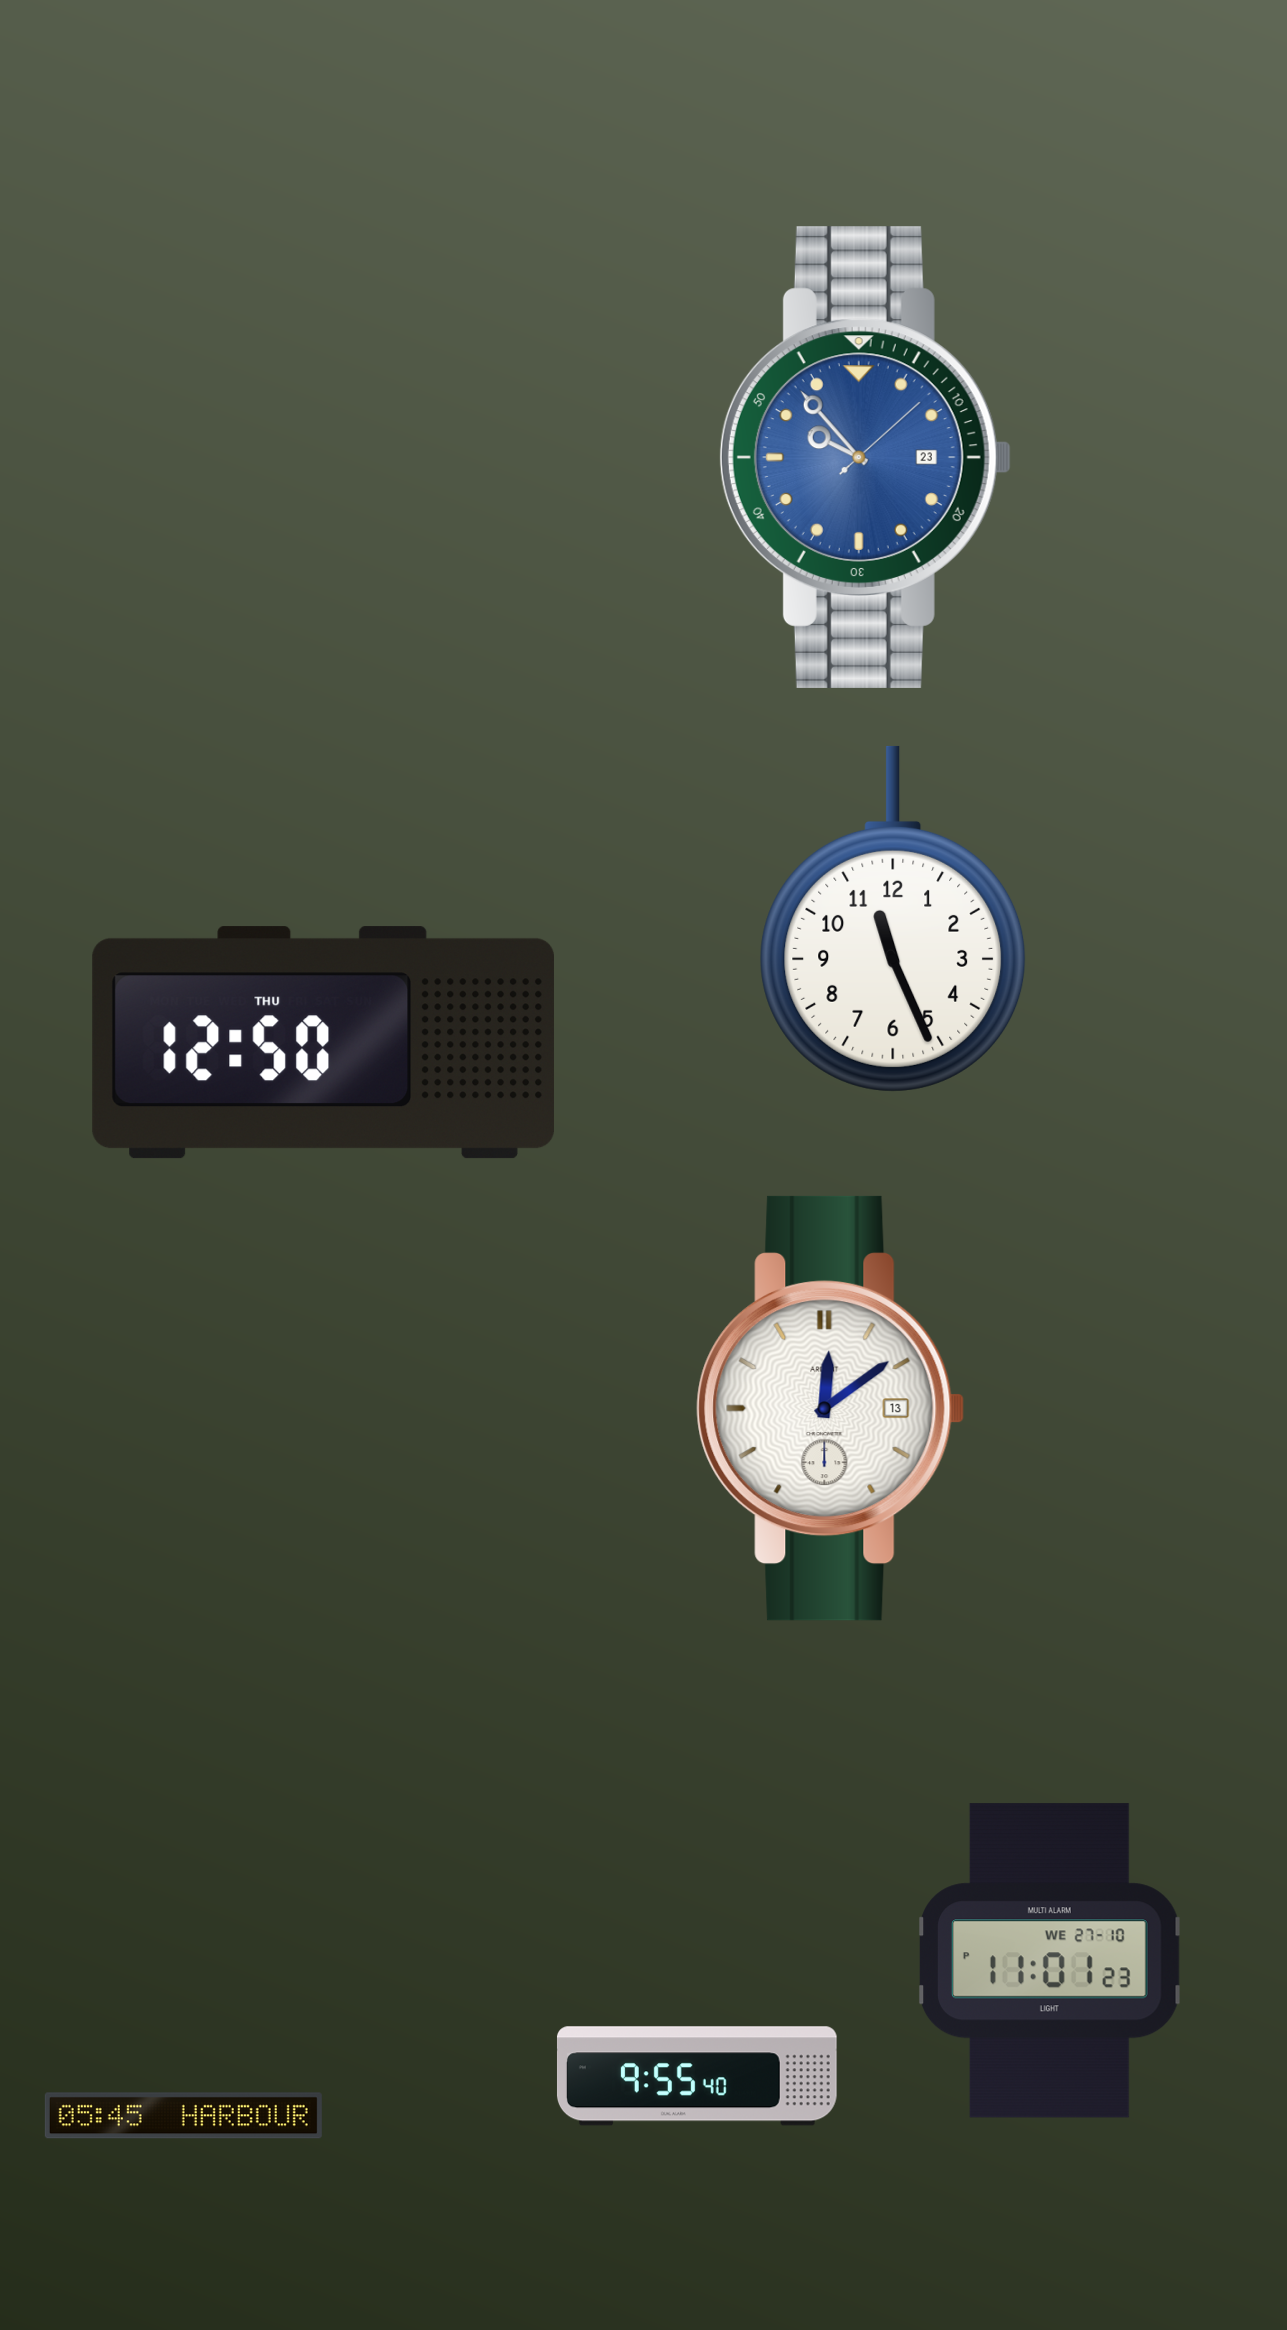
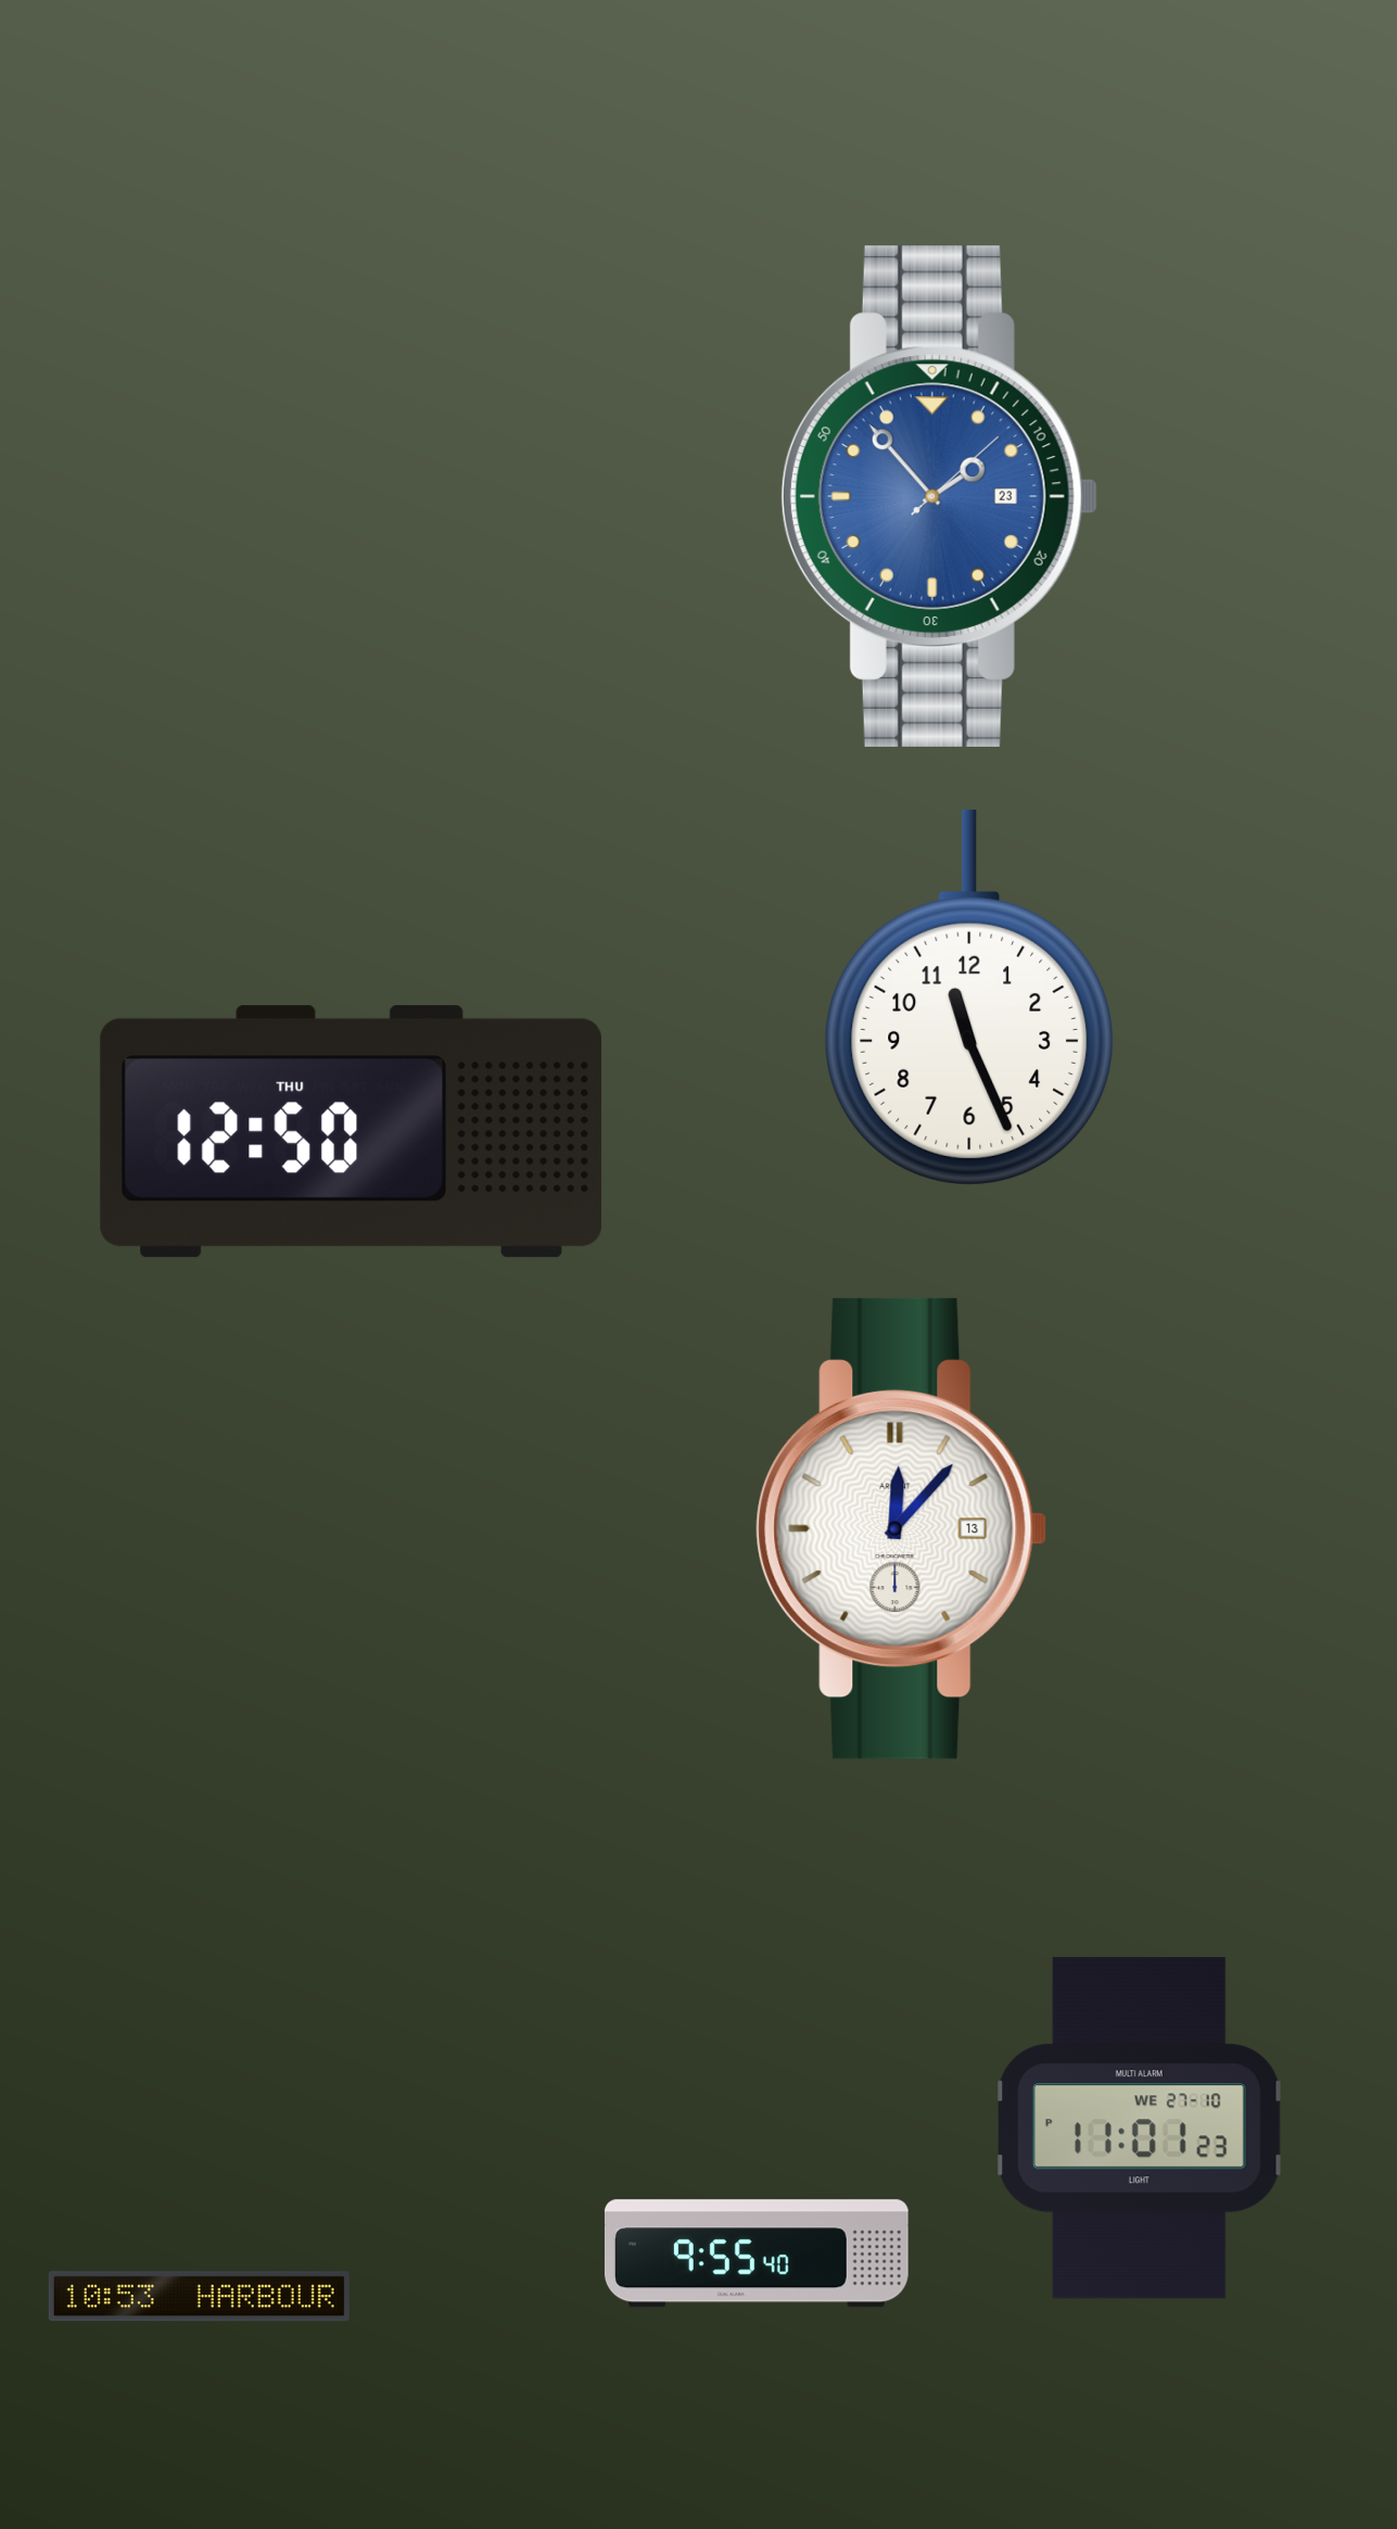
clock at (865, 457): 9:53 -> 1:53
clock at (831, 1408): 12:09 -> 12:07
clock at (183, 2116): 05:45 -> 10:53
